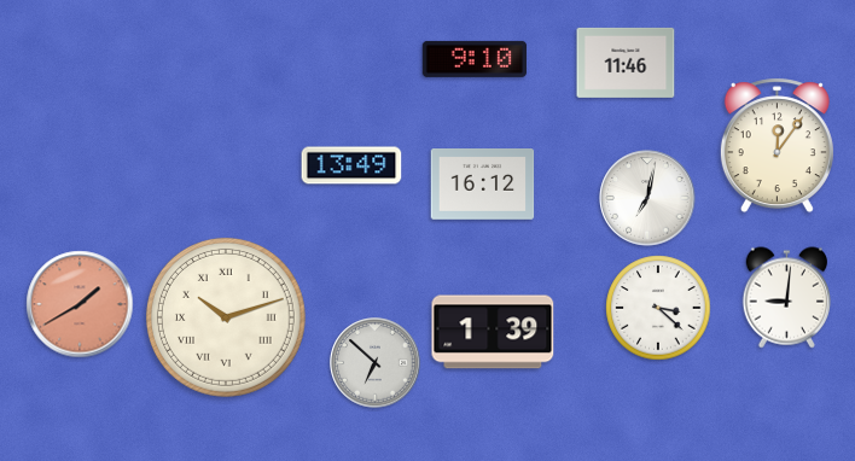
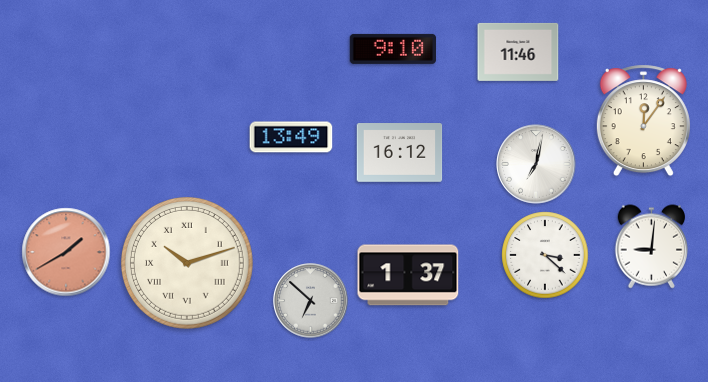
clock at (493, 332): 1:39 -> 1:37
